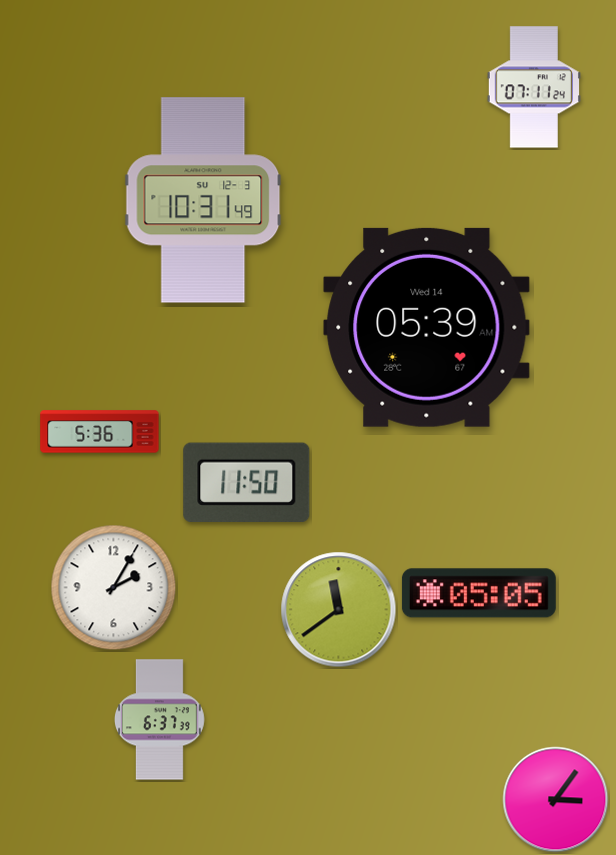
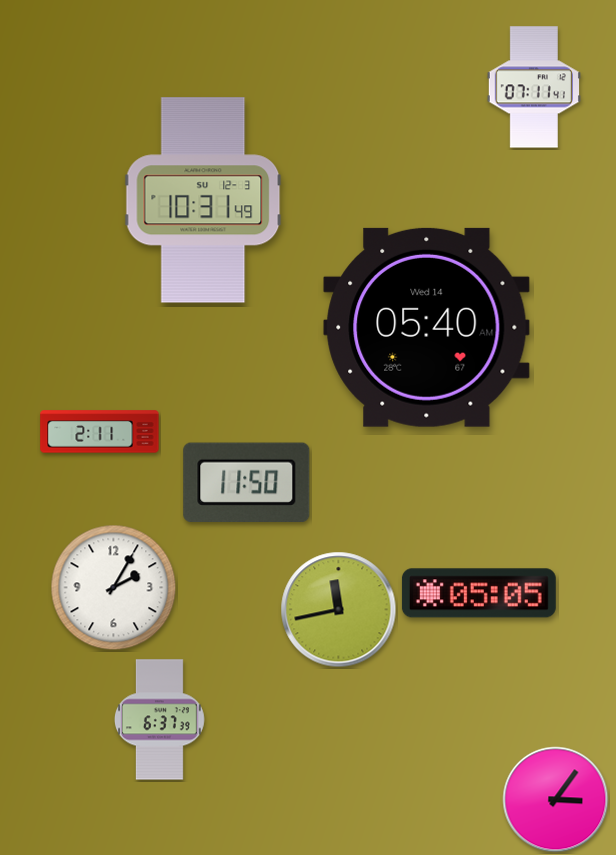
clock at (534, 87): 07:11:24 -> 07:11:41
clock at (427, 327): 05:39 -> 05:40
clock at (100, 432): 5:36 -> 2:11
clock at (339, 610): 11:39 -> 11:43
